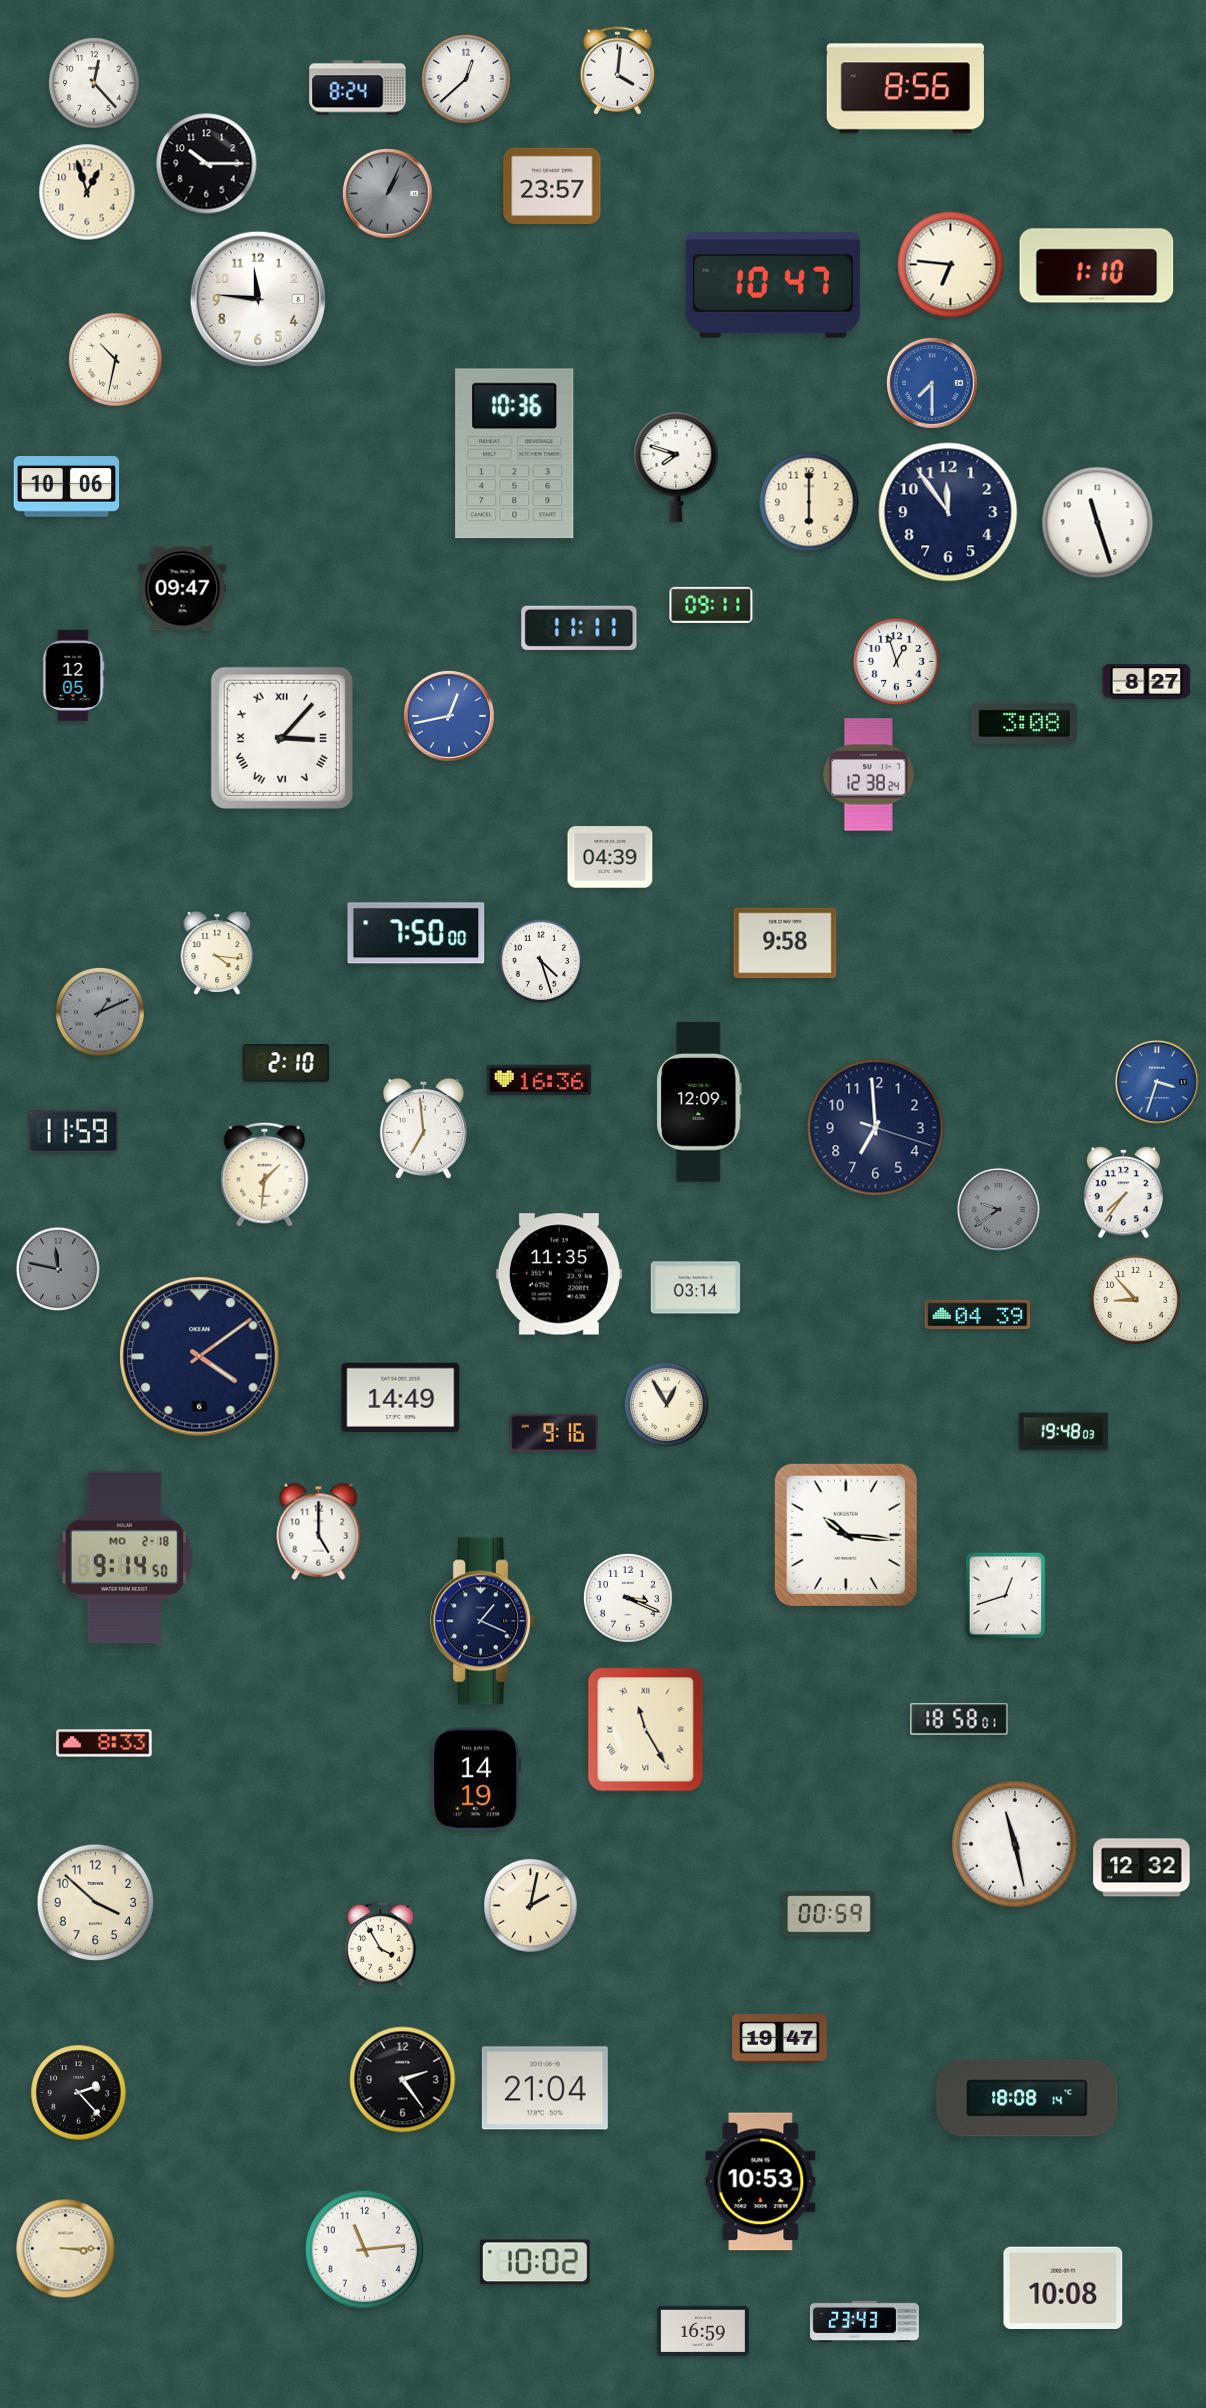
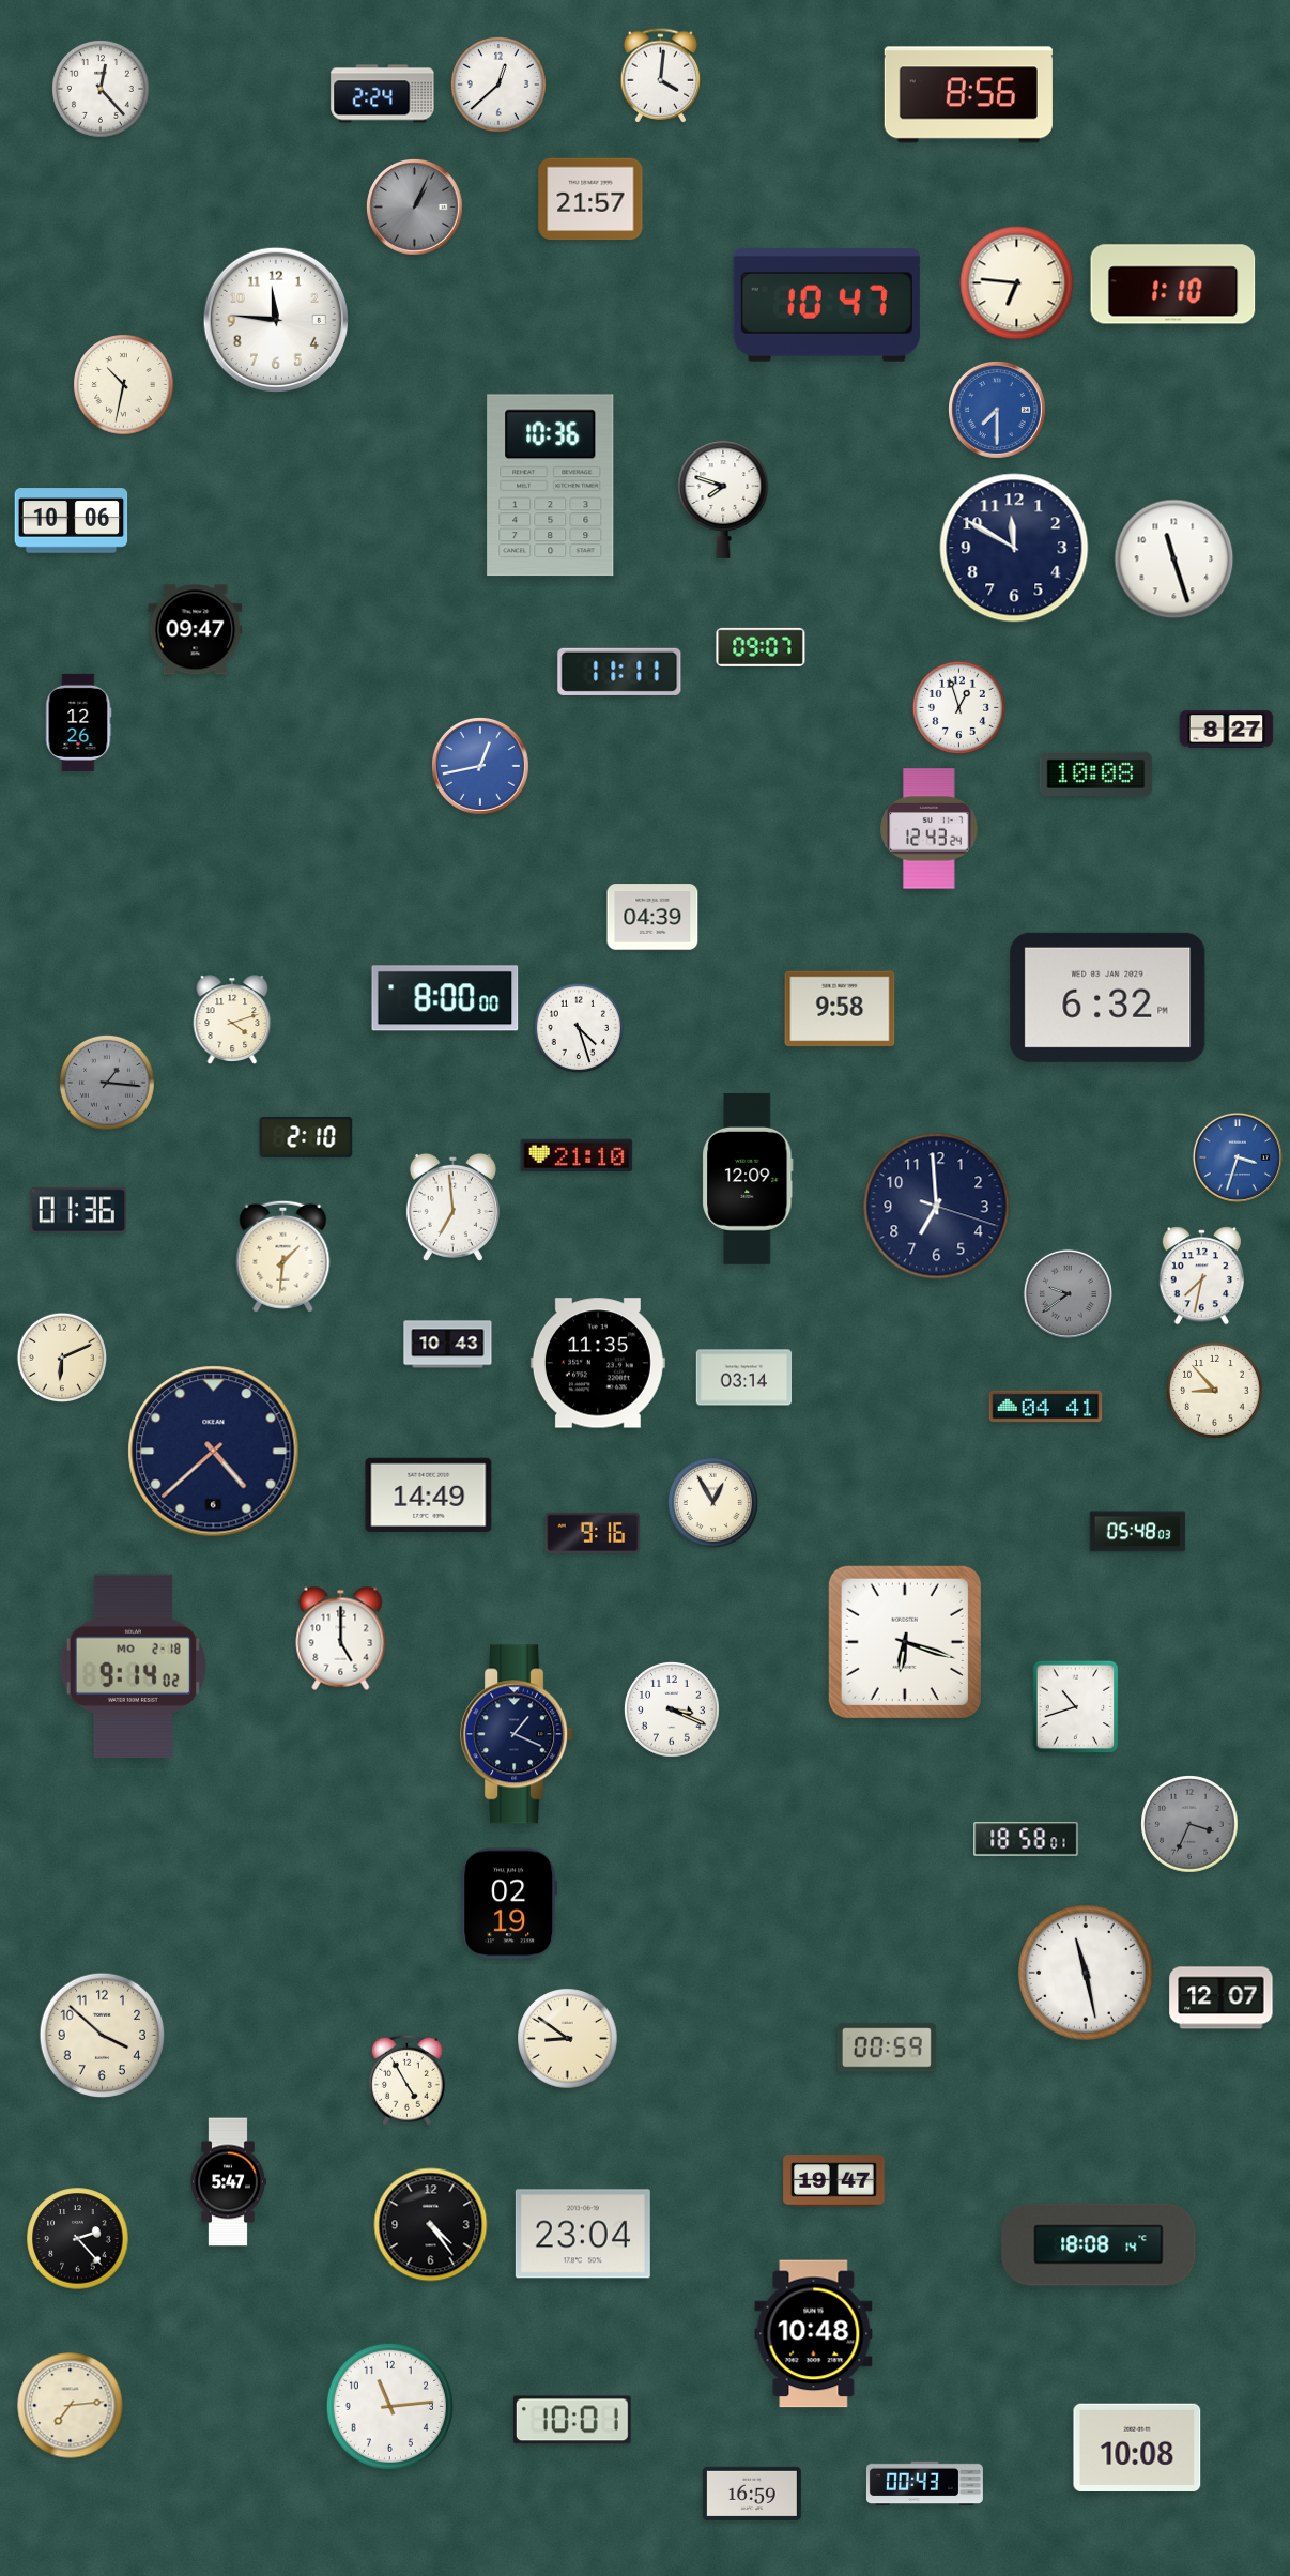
clock at (358, 88): 8:24 -> 2:24
clock at (207, 164): 10:15 -> none
clock at (552, 186): 23:57 -> 21:57
clock at (87, 192): 12:57 -> none
clock at (809, 502): 6:00 -> none
clock at (948, 512): 11:54 -> 11:50
clock at (711, 605): 09:11 -> 09:07
clock at (73, 675): 12:05 -> 12:26
clock at (1025, 723): 3:08 -> 10:08
clock at (282, 738): 3:07 -> none
clock at (869, 775): 12:38 -> 12:43
clock at (1108, 997): none -> 6:32
clock at (416, 933): 7:50 -> 8:00
clock at (217, 953): 4:16 -> 4:12
clock at (100, 1012): 1:11 -> 1:16
clock at (539, 1080): 16:36 -> 21:10
clock at (73, 1132): 11:59 -> 01:36
clock at (1123, 1193): 7:36 -> 7:32
clock at (448, 1345): none -> 10:43
clock at (57, 1268): 11:47 -> 6:11
clock at (57, 1268) dial: grey -> cream
clock at (978, 1315): 04:39 -> 04:41
clock at (200, 1357): 4:09 -> 4:38
clock at (1064, 1432): 19:48 -> 05:48
clock at (846, 1535): 10:16 -> 6:18
clock at (124, 1558): 9:14:50 -> 9:14:02
clock at (1006, 1596): 12:42 -> 10:42
clock at (1191, 1825): none -> 3:34
clock at (646, 1730): 11:25 -> none
clock at (104, 1743): 8:33 -> none
clock at (476, 1779): 14:19 -> 02:19
clock at (1142, 1868): 12:32 -> 12:07
clock at (531, 1906): 2:02 -> 8:51
clock at (380, 1944): 3:55 -> 4:55
clock at (228, 2182): none -> 5:47
clock at (403, 2080): 2:24 -> 4:24
clock at (545, 2088): 21:04 -> 23:04
clock at (79, 2093) position: (79, 2093) -> (78, 2239)
clock at (761, 2182): 10:53 -> 10:48
clock at (66, 2249): 3:15 -> 7:14
clock at (535, 2262): 10:02 -> 10:01
clock at (864, 2322): 23:43 -> 00:43
